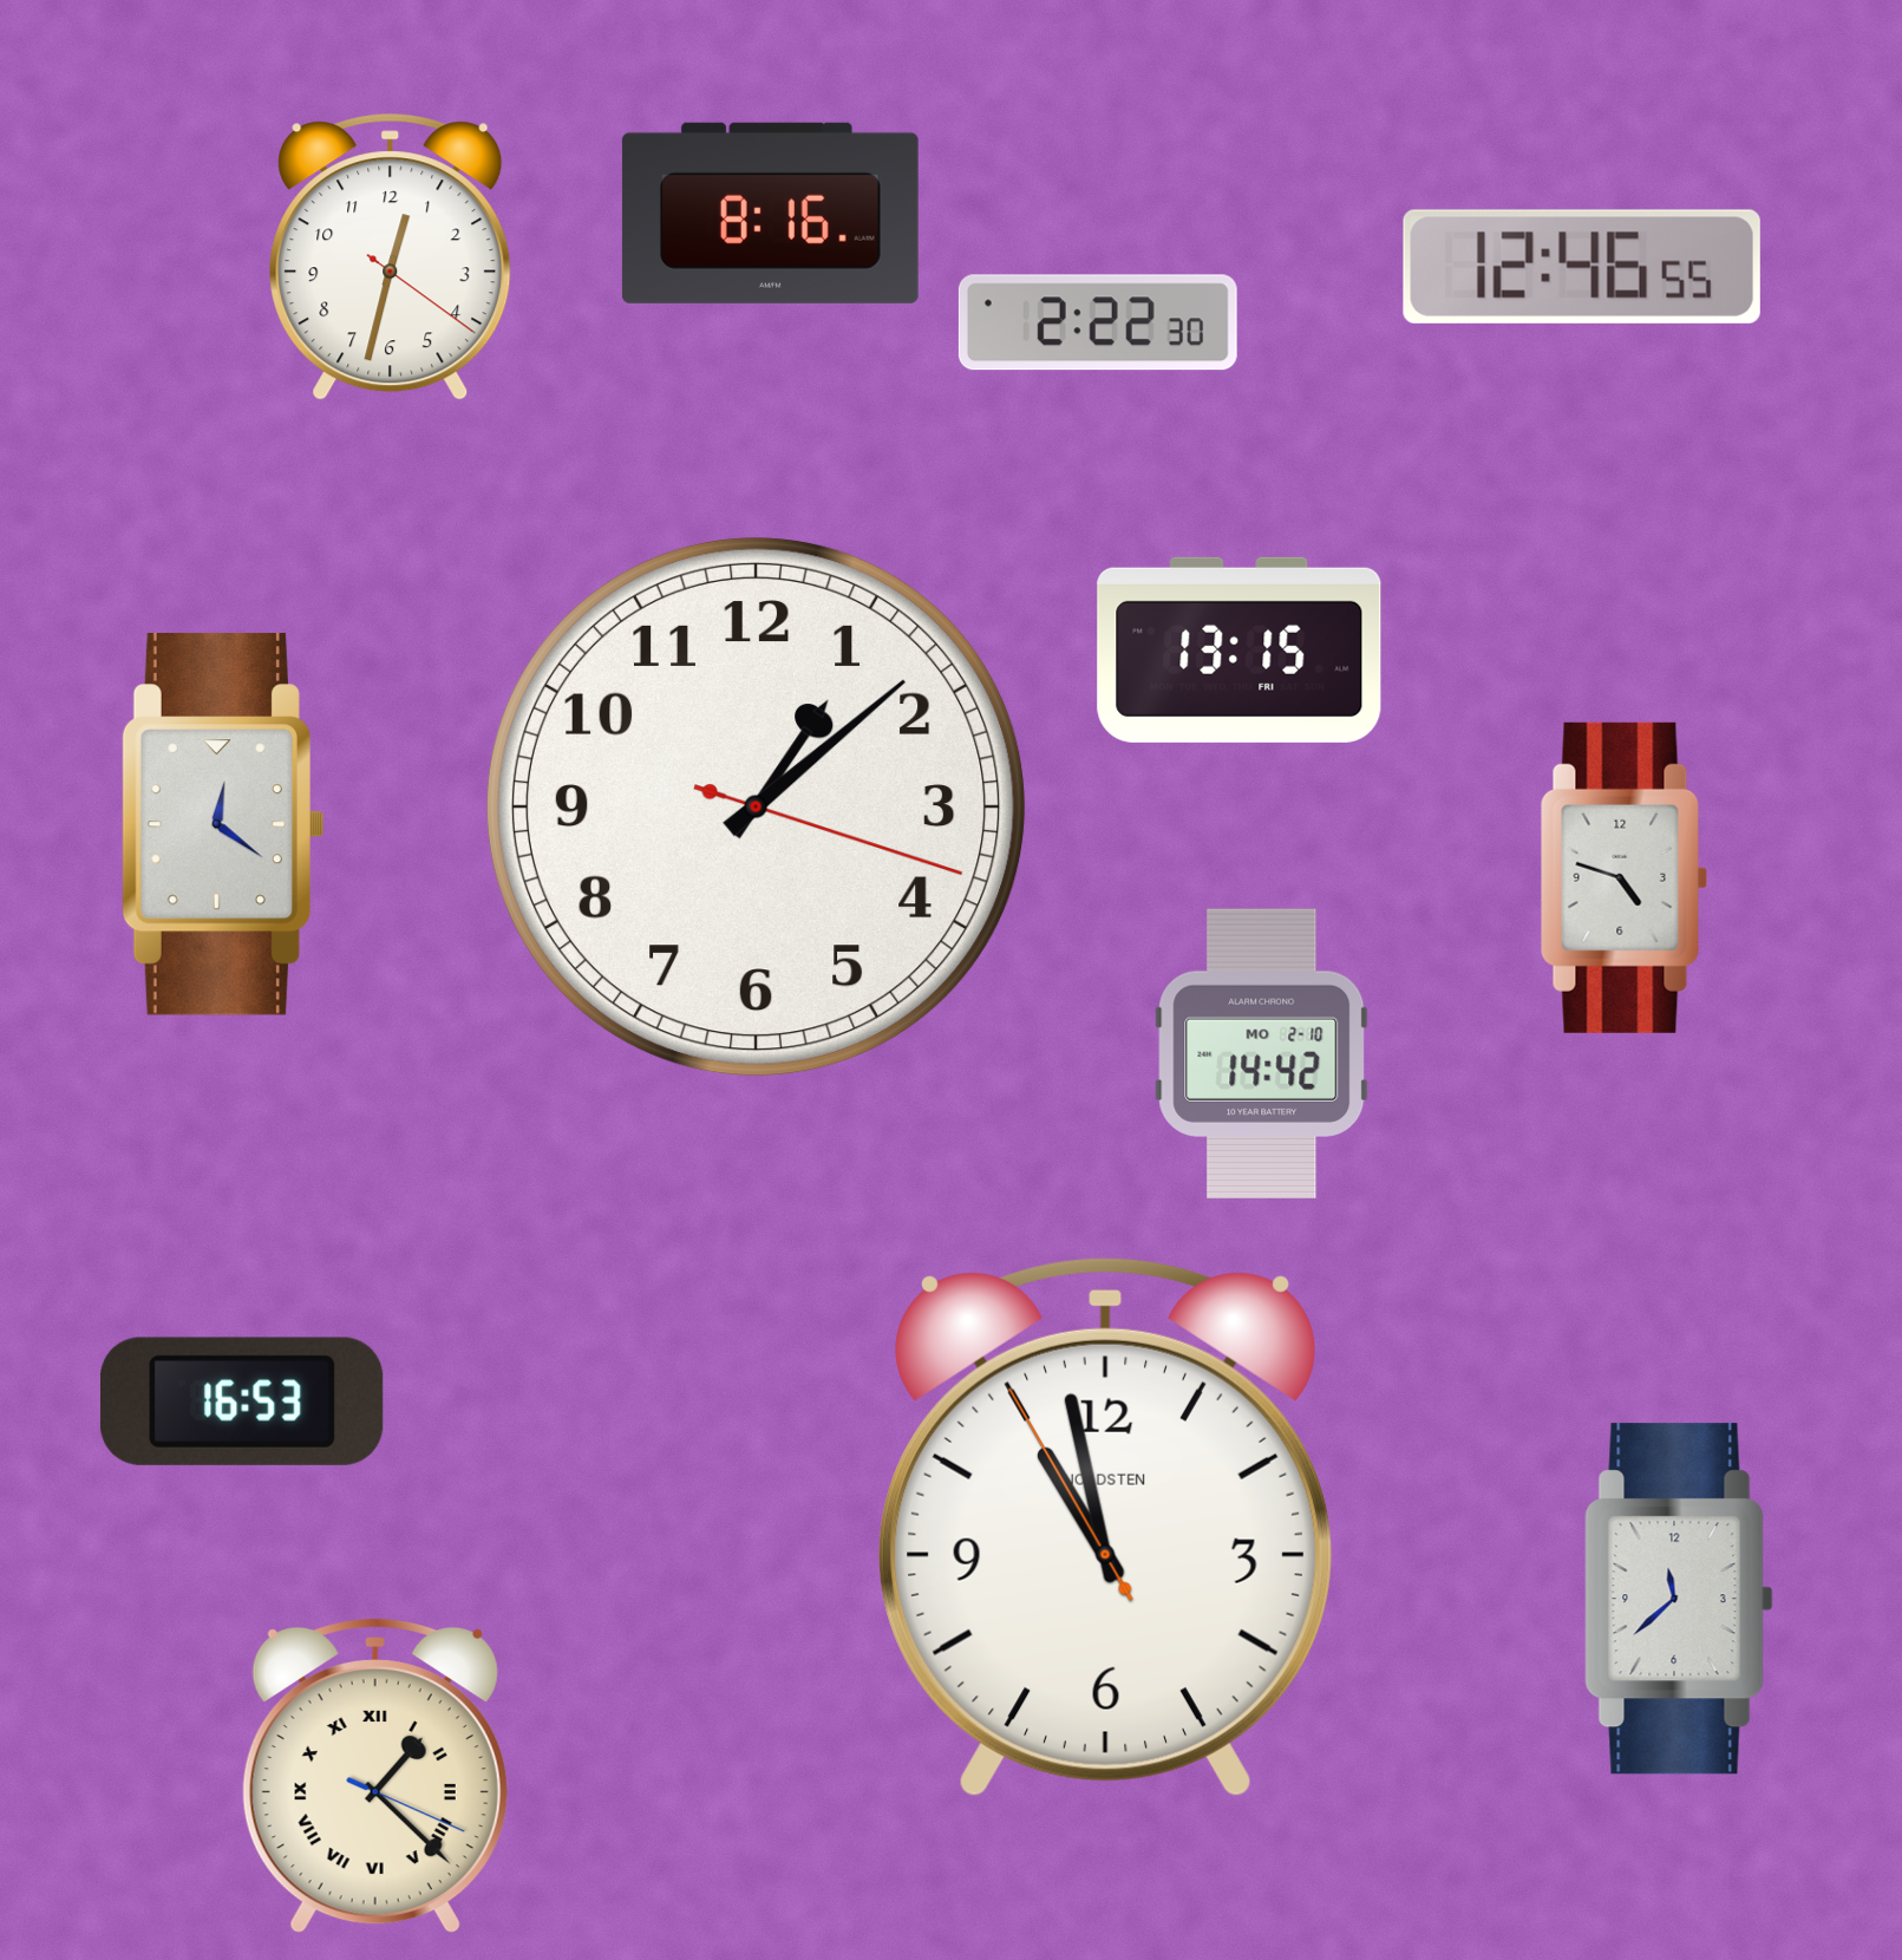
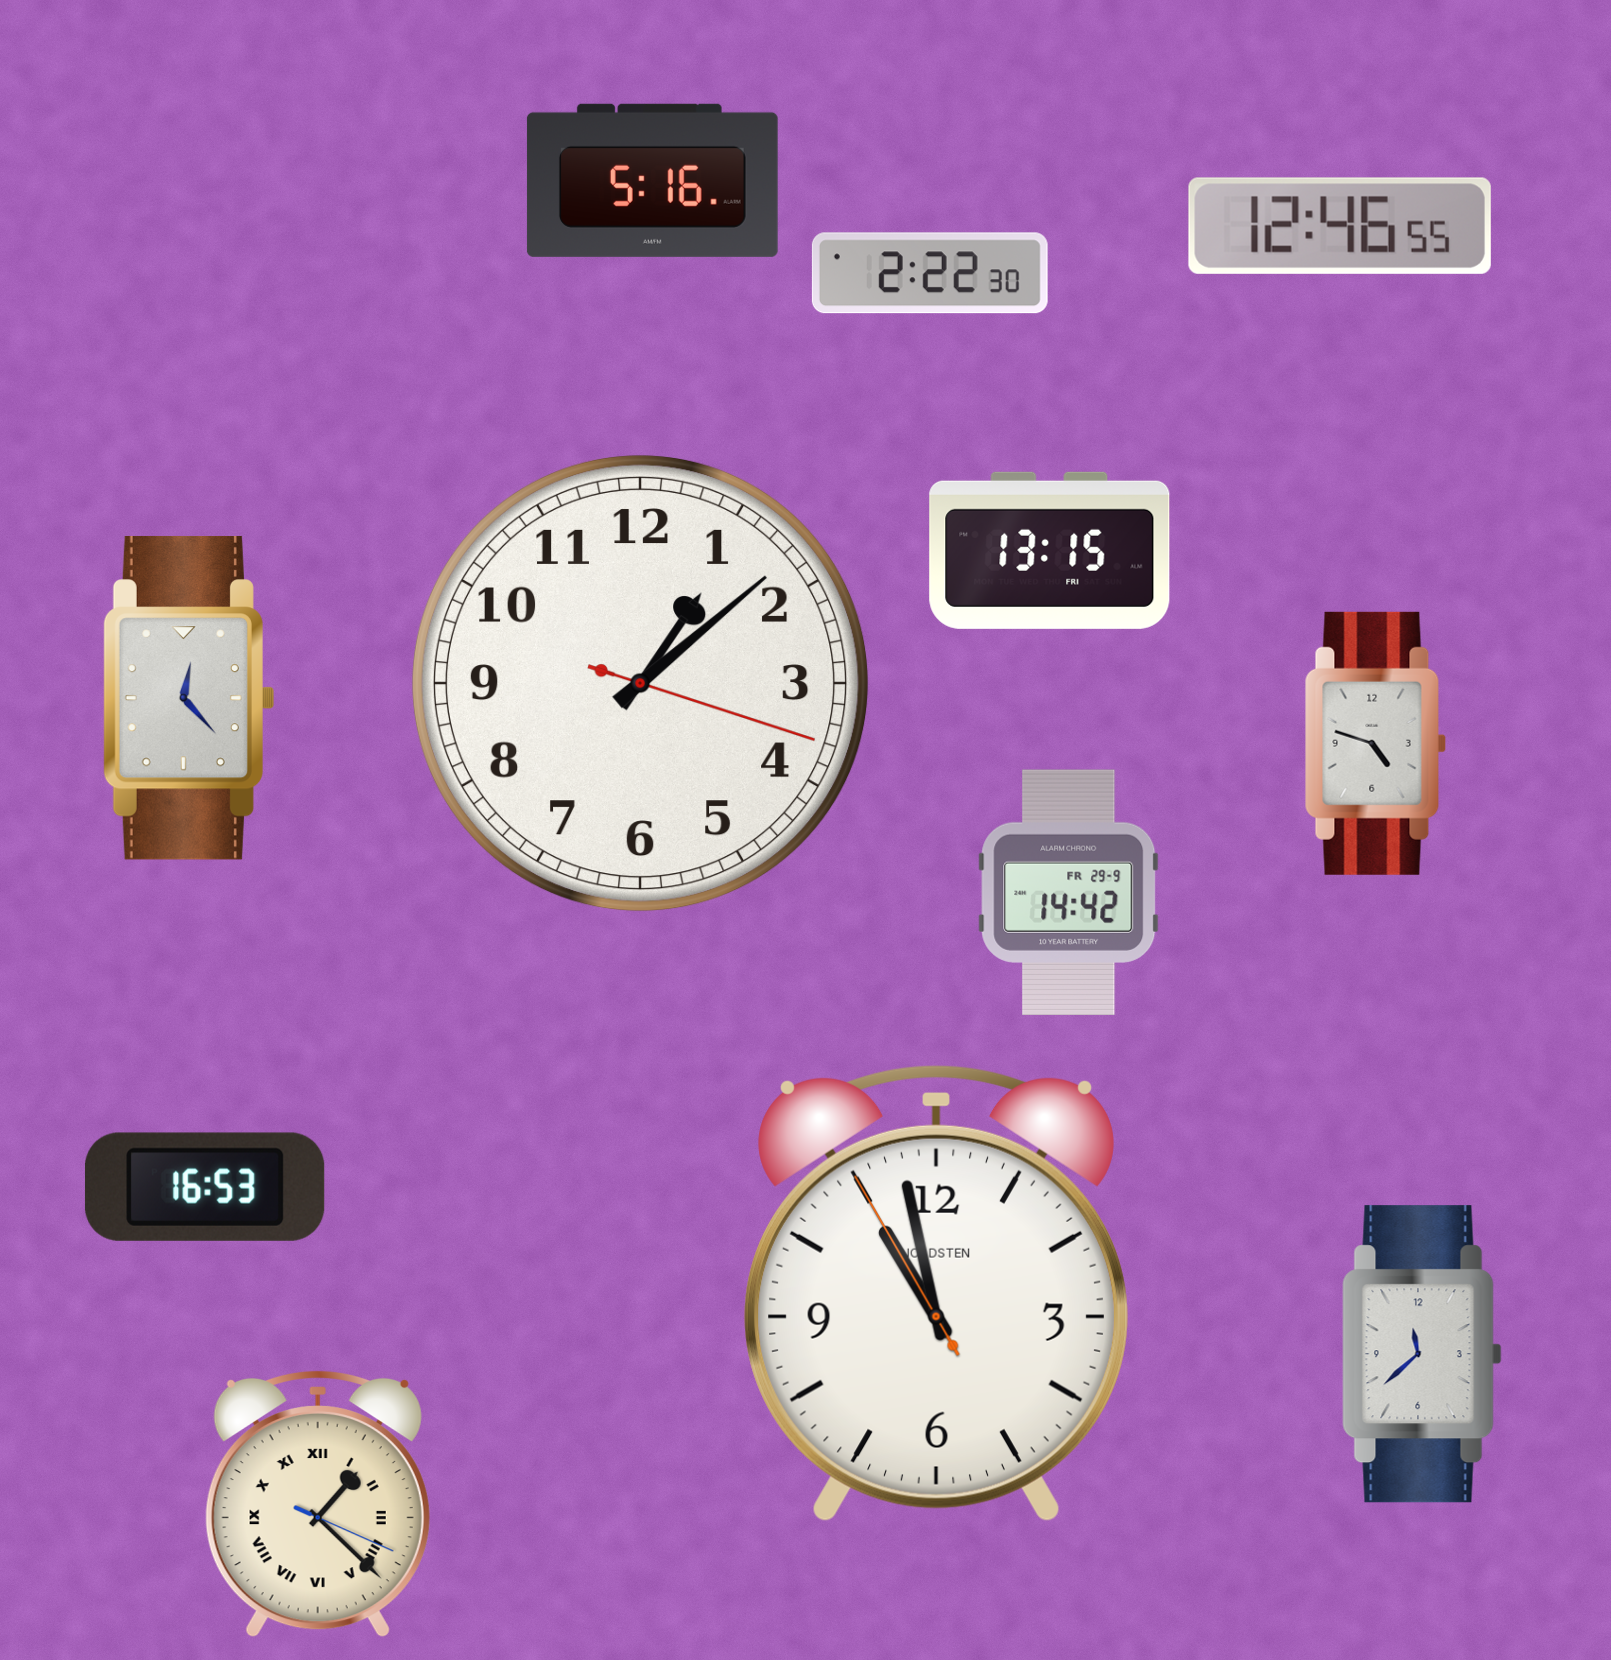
clock at (770, 213): 8:16 -> 5:16
clock at (391, 257): 12:32 -> none
clock at (223, 824): 12:21 -> 12:23
clock at (1262, 1053) date: MO 2-10 -> FR 29-9
